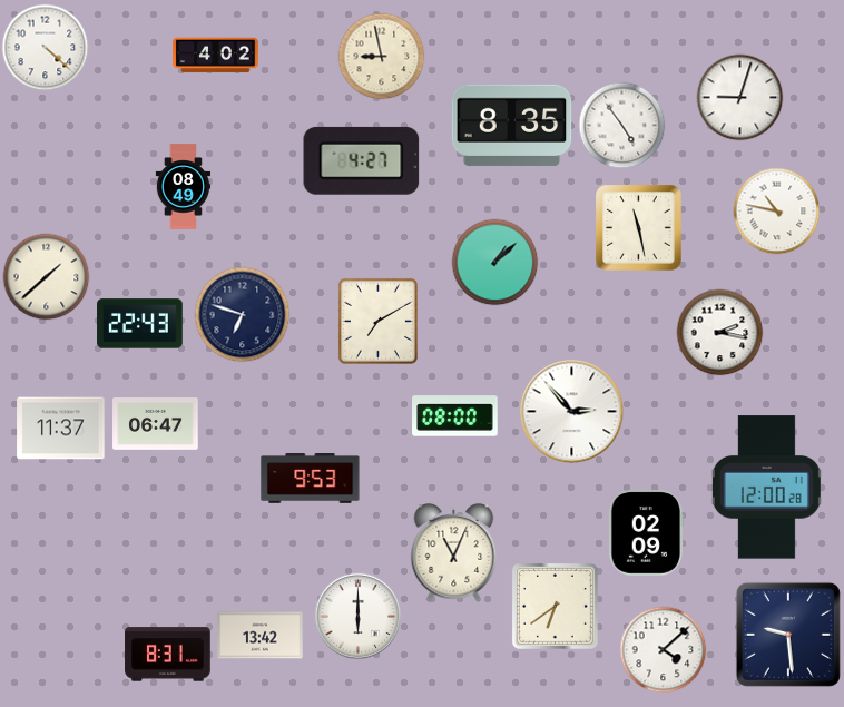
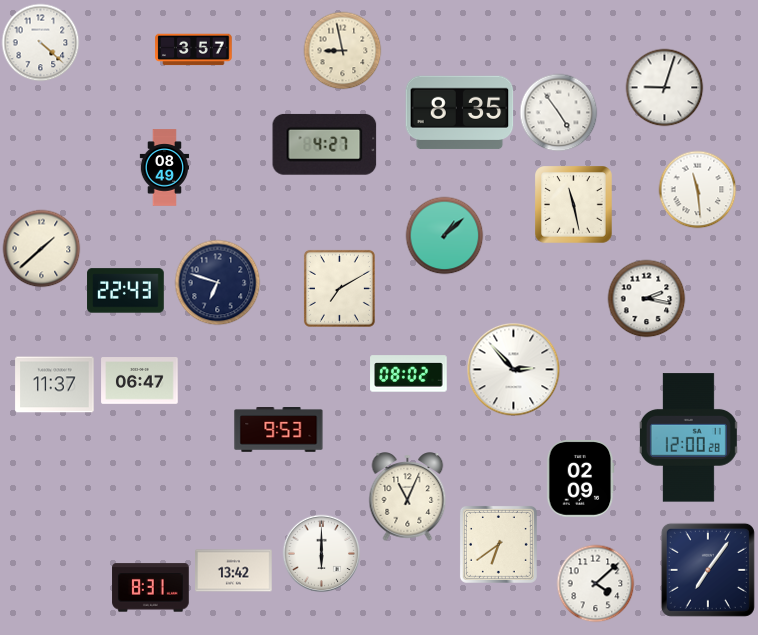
clock at (216, 56): 4:02 -> 3:57
clock at (776, 210): 10:47 -> 11:29
clock at (455, 416): 08:00 -> 08:02
clock at (788, 635): 9:29 -> 7:06
